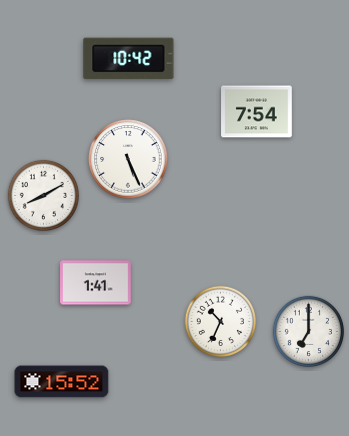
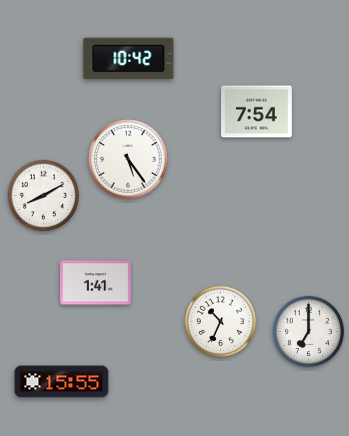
clock at (128, 159): 5:26 -> 5:24
clock at (62, 382): 15:52 -> 15:55
